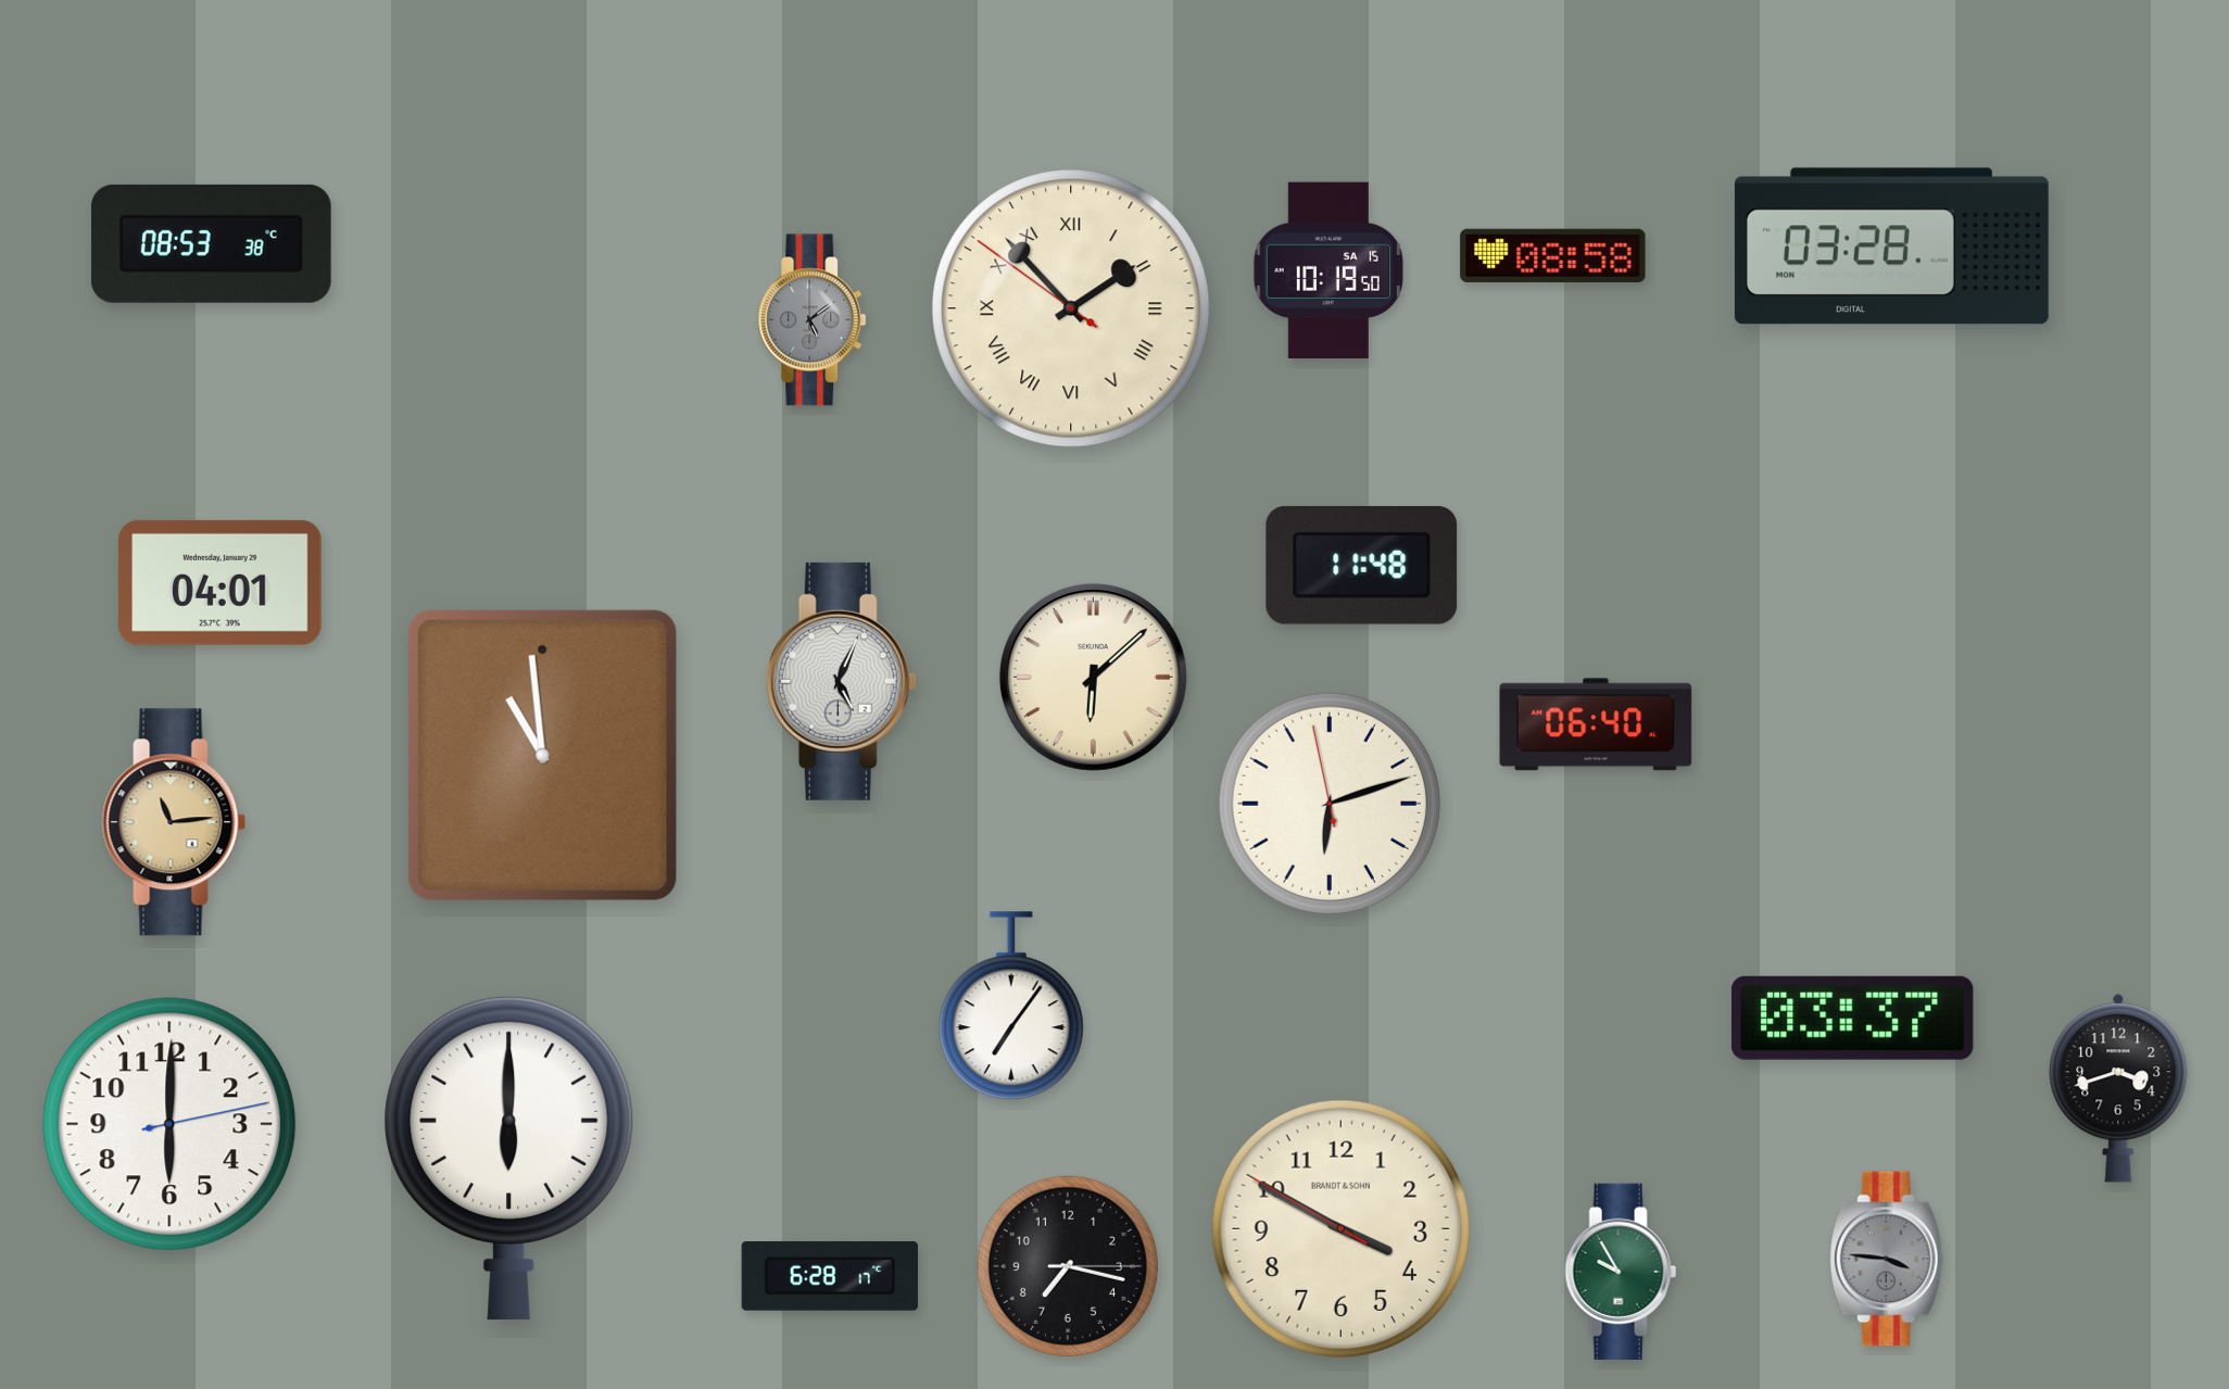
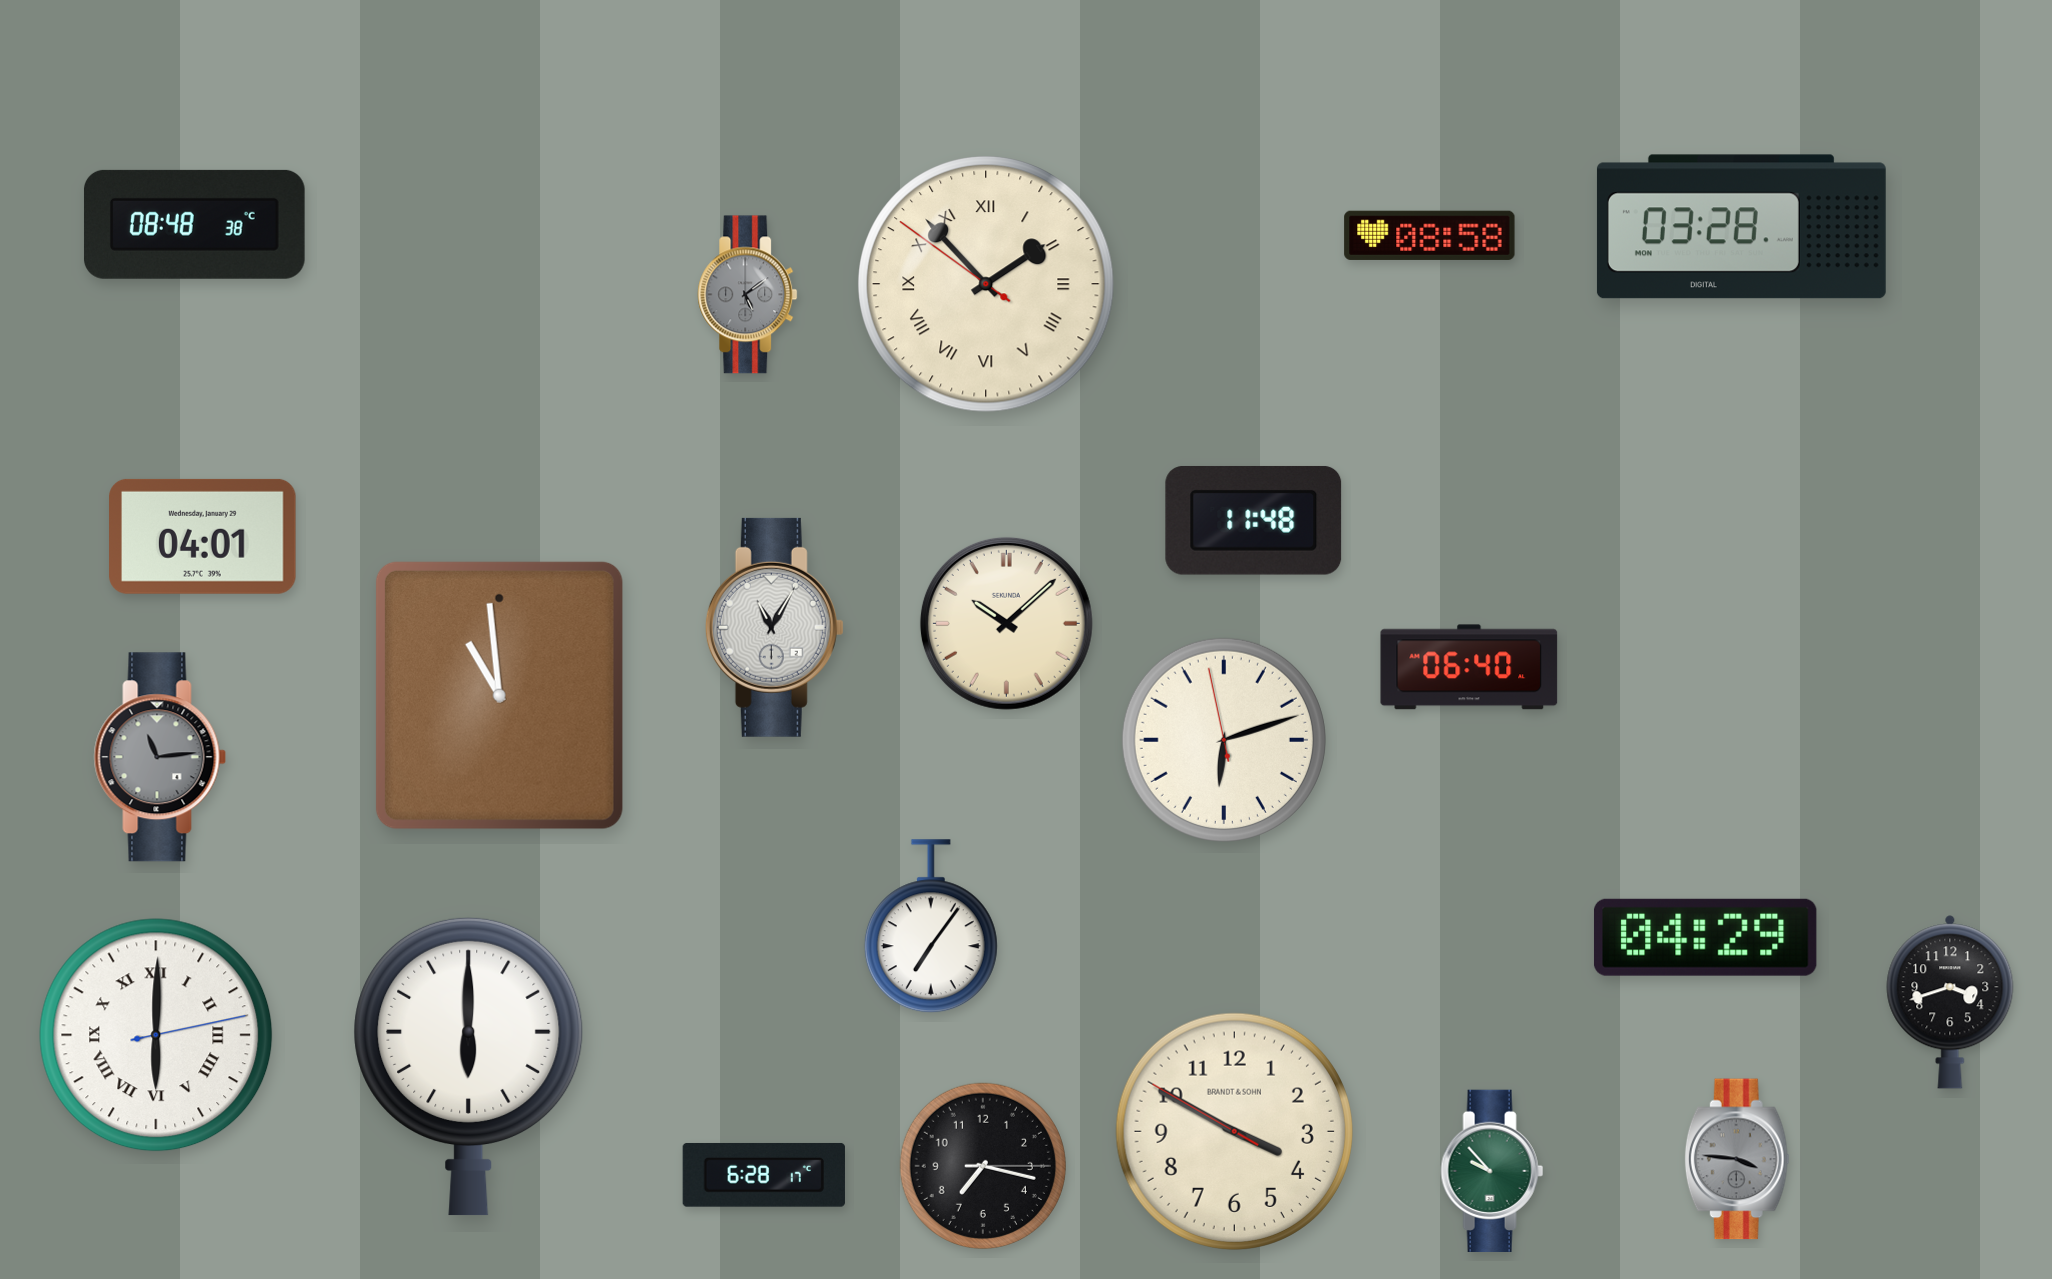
clock at (211, 243): 08:53 -> 08:48
clock at (1328, 269): 10:19 -> none
clock at (1093, 677): 6:08 -> 10:08
clock at (841, 681): 5:04 -> 11:05
clock at (174, 822) dial: champagne -> grey
clock at (1852, 1018): 03:37 -> 04:29
clock at (169, 1124) numerals: Arabic -> Roman
clock at (1621, 1271): 9:55 -> 9:53
